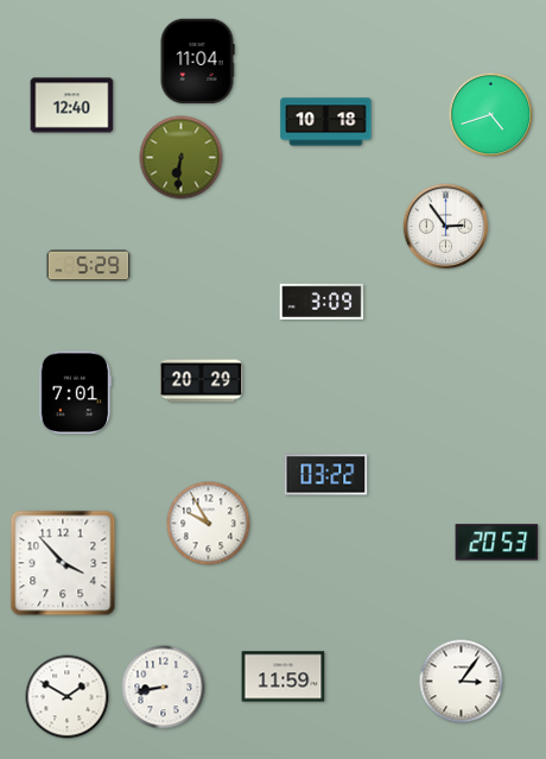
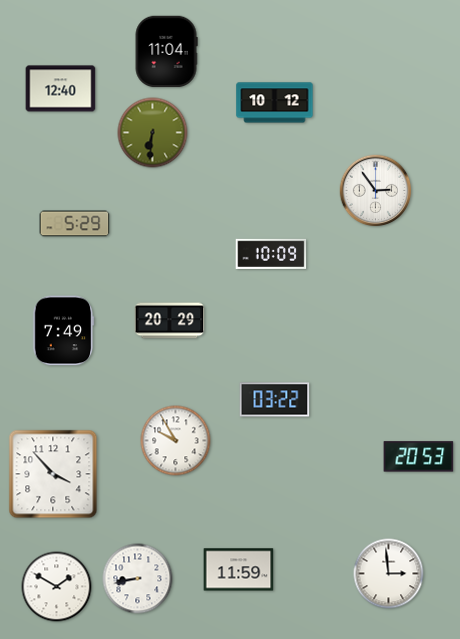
clock at (491, 115): 4:42 -> none
clock at (326, 122): 10:18 -> 10:12
clock at (322, 302): 3:09 -> 10:09
clock at (76, 393): 7:01 -> 7:49
clock at (462, 682): 3:06 -> 2:59
